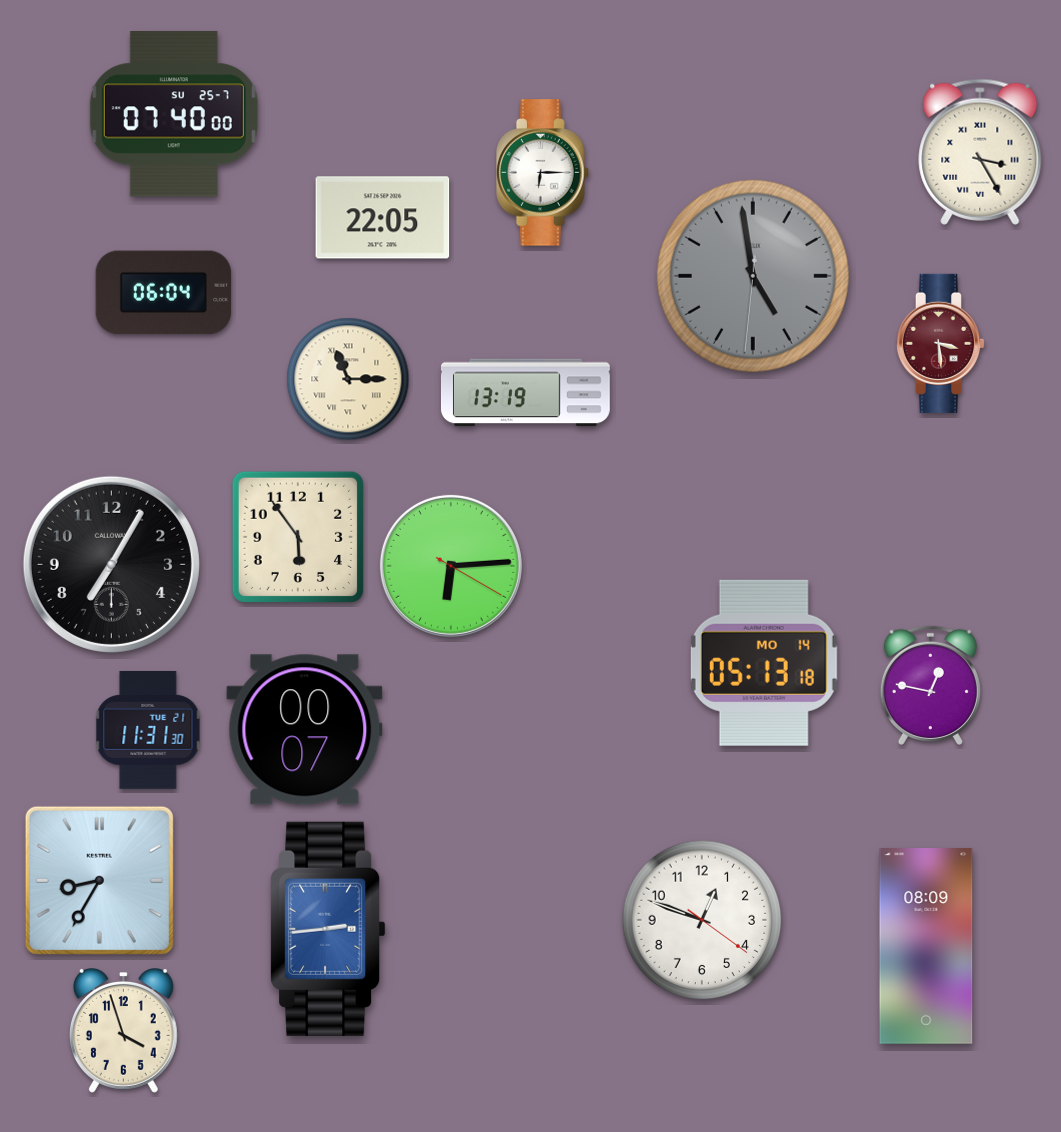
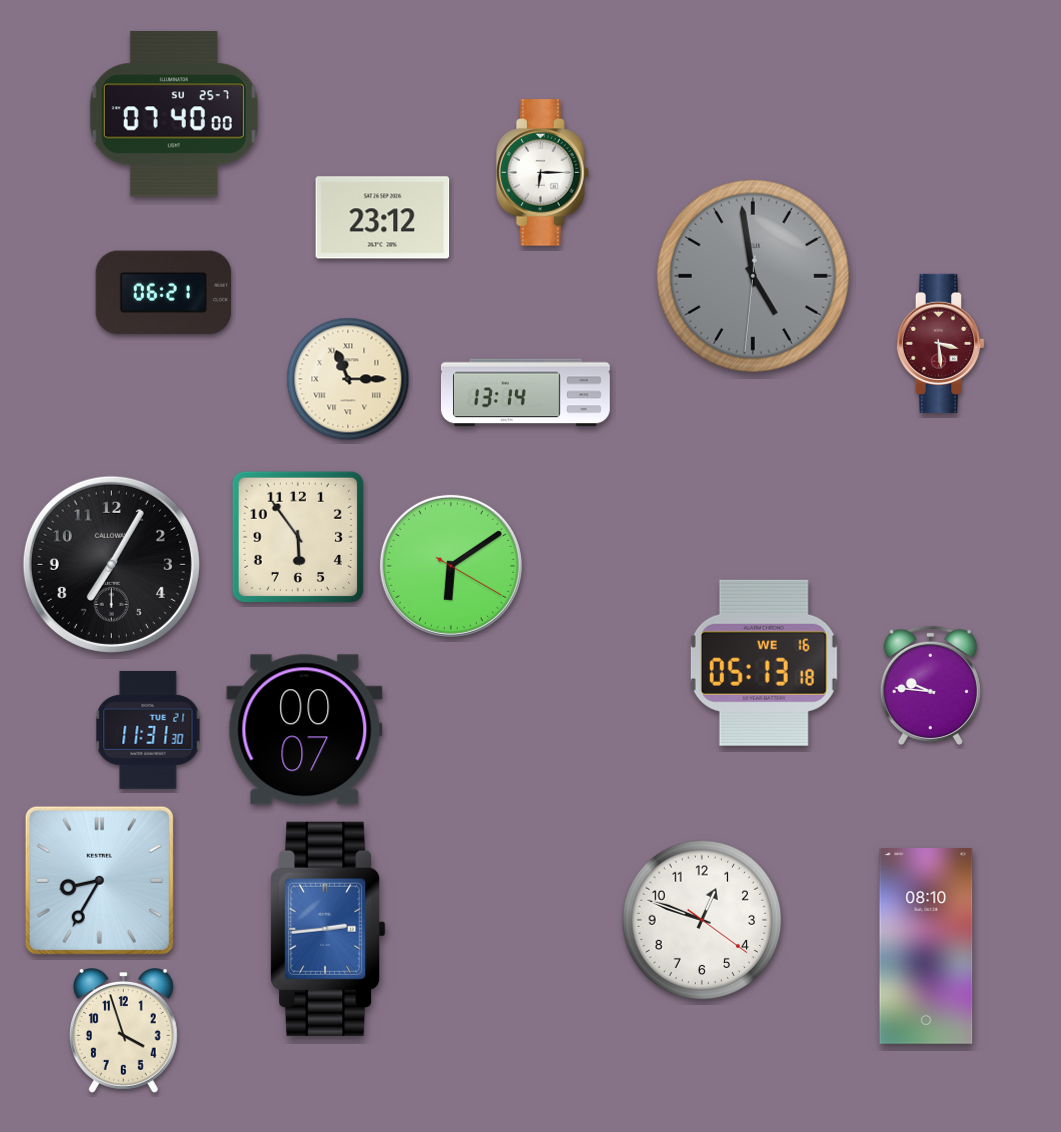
clock at (980, 152): 3:25 -> none
clock at (383, 218): 22:05 -> 23:12
clock at (164, 293): 06:04 -> 06:21
clock at (525, 393): 13:19 -> 13:14
clock at (451, 566): 6:14 -> 6:09
clock at (764, 663) date: MO 14 -> WE 16
clock at (930, 685): 12:47 -> 9:46
clock at (926, 947): 08:09 -> 08:10
